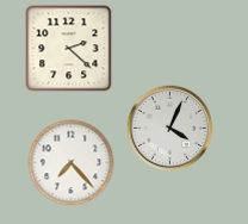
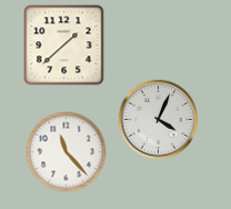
clock at (69, 49): 2:22 -> 1:38
clock at (72, 163): 7:23 -> 11:23
